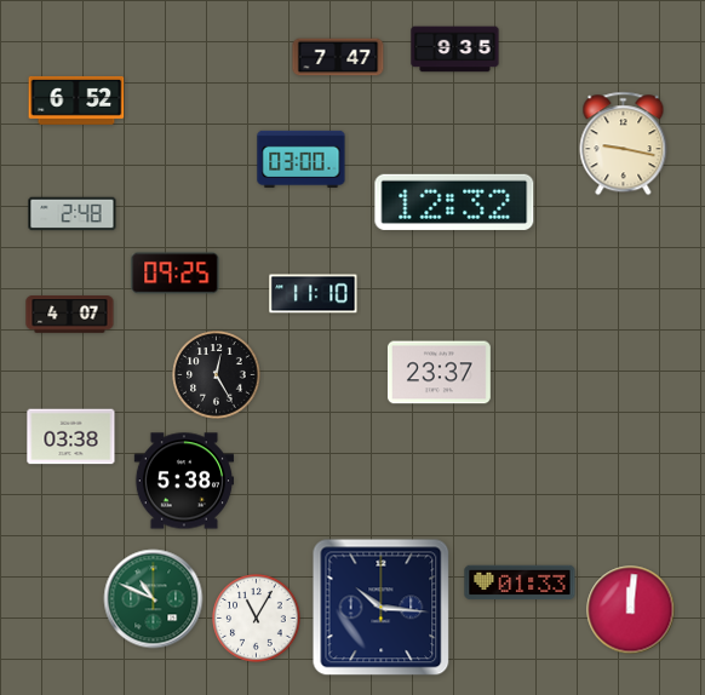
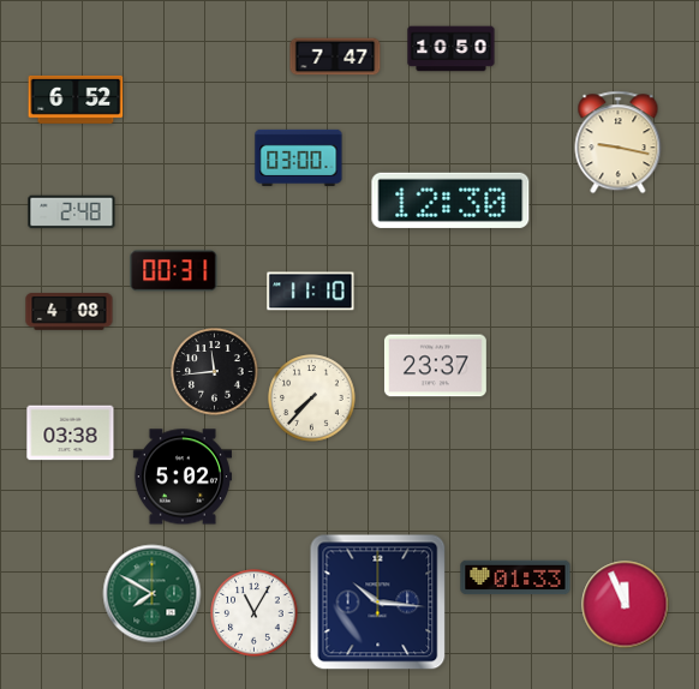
clock at (455, 50): 9:35 -> 10:50
clock at (454, 202): 12:32 -> 12:30
clock at (176, 274): 09:25 -> 00:31
clock at (70, 315): 4:07 -> 4:08
clock at (439, 373) position: (439, 373) -> (435, 366)
clock at (217, 375): 12:25 -> 11:44
clock at (312, 399): none -> 7:37
clock at (183, 481): 5:38 -> 5:02
clock at (154, 599): 10:49 -> 7:50
clock at (631, 610): 12:01 -> 11:56
